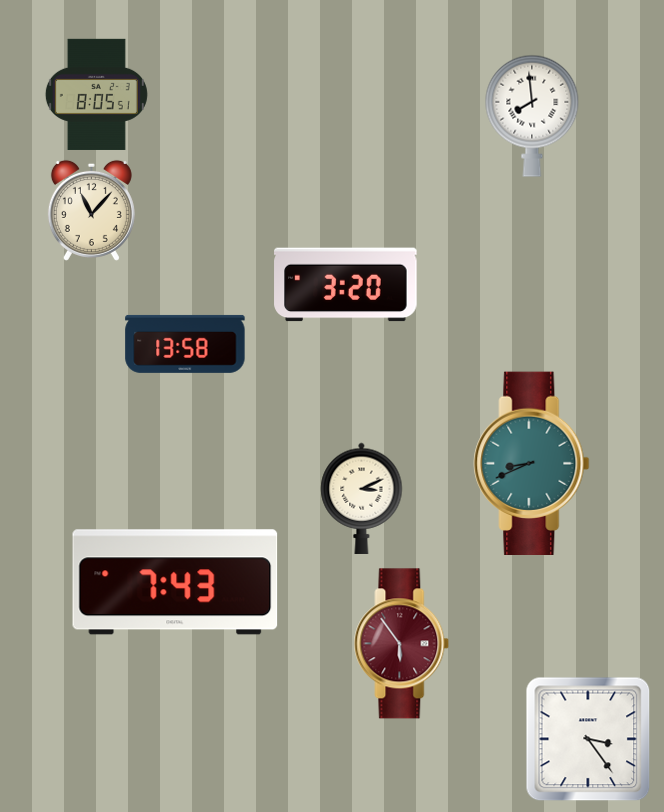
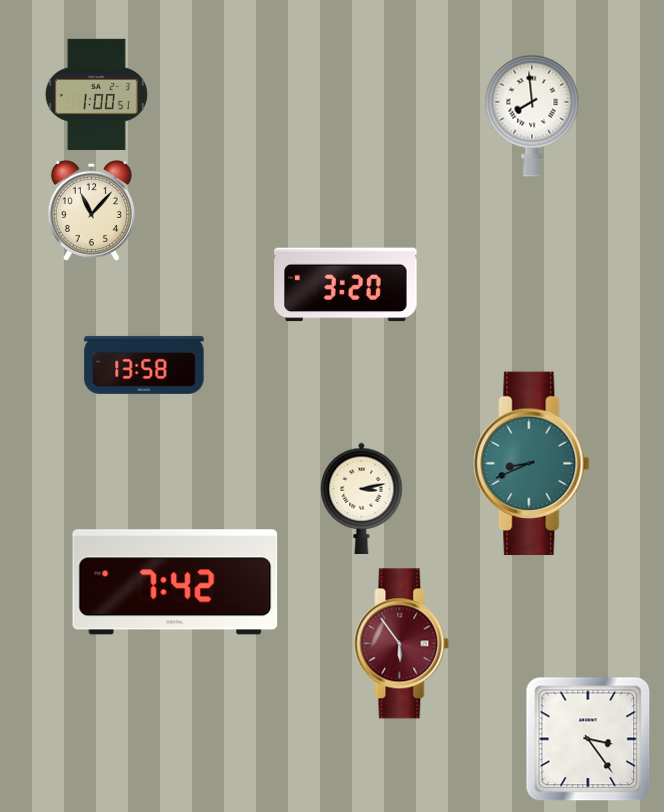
clock at (96, 94): 8:05 -> 1:00
clock at (185, 344) position: (185, 344) -> (144, 365)
clock at (362, 498): 3:11 -> 3:13
clock at (175, 582): 7:43 -> 7:42
